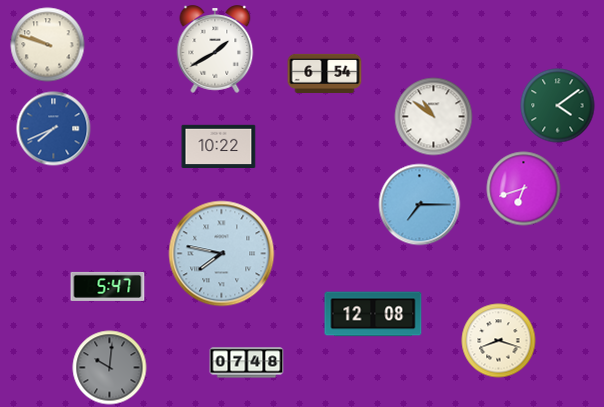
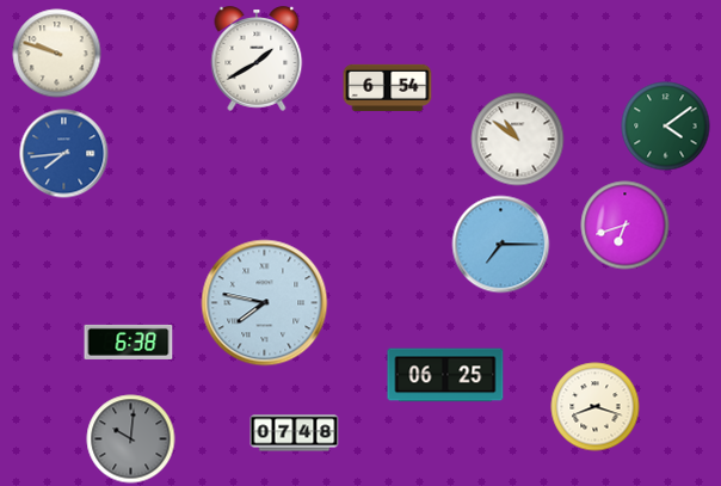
clock at (54, 129): 7:41 -> 7:44
clock at (219, 147): 10:22 -> none
clock at (108, 286): 5:47 -> 6:38
clock at (373, 314): 12:08 -> 06:25
